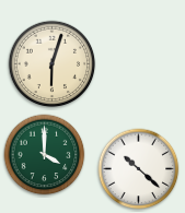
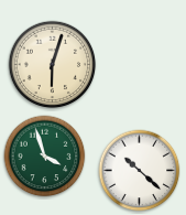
clock at (45, 155): 4:00 -> 3:57
